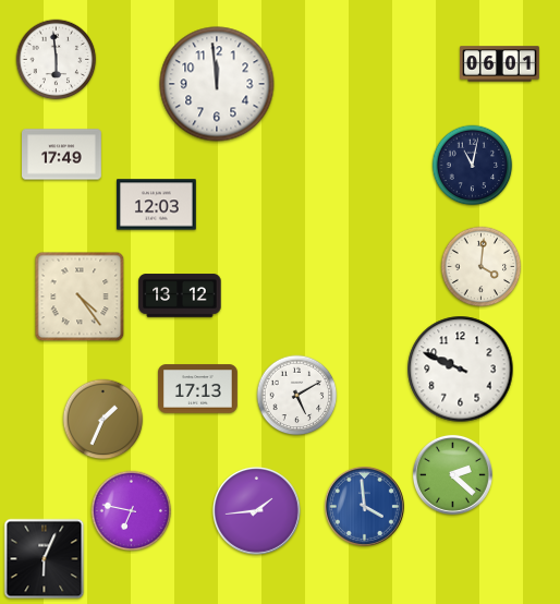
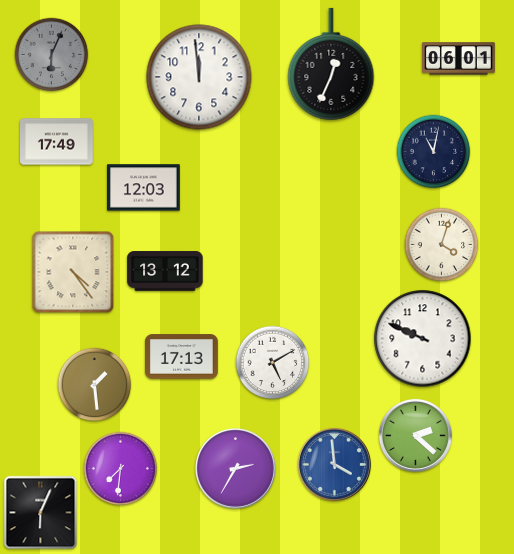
clock at (57, 60): 5:59 -> 6:04
clock at (57, 60) dial: white -> grey
clock at (331, 64): none -> 12:34
clock at (482, 267): 4:01 -> 4:03
clock at (104, 420): 1:34 -> 1:29
clock at (256, 510): 1:44 -> 2:35
clock at (132, 511): 6:47 -> 7:31
